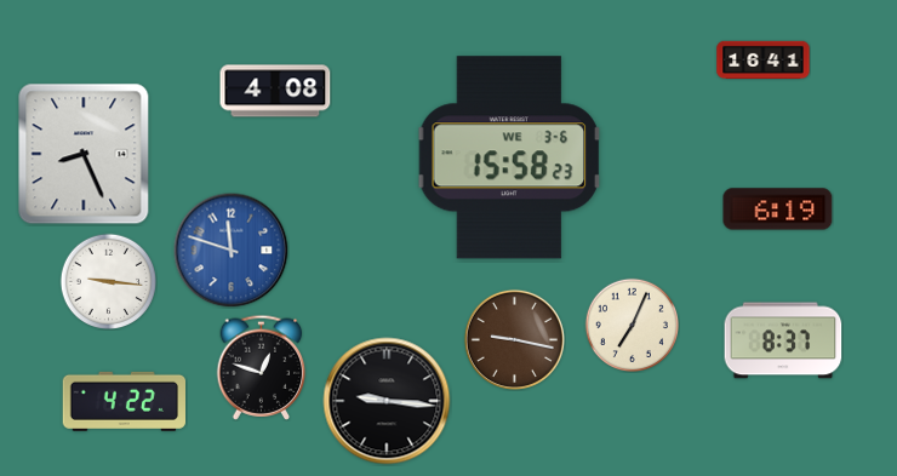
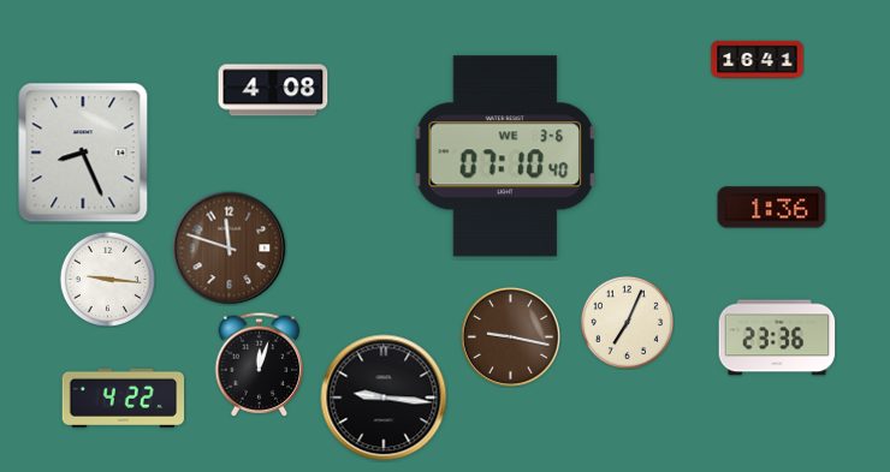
clock at (509, 157): 15:58 -> 07:10
clock at (778, 210): 6:19 -> 1:36
clock at (230, 250) dial: blue -> brown
clock at (783, 340): 8:37 -> 23:36
clock at (262, 367): 12:48 -> 12:03
